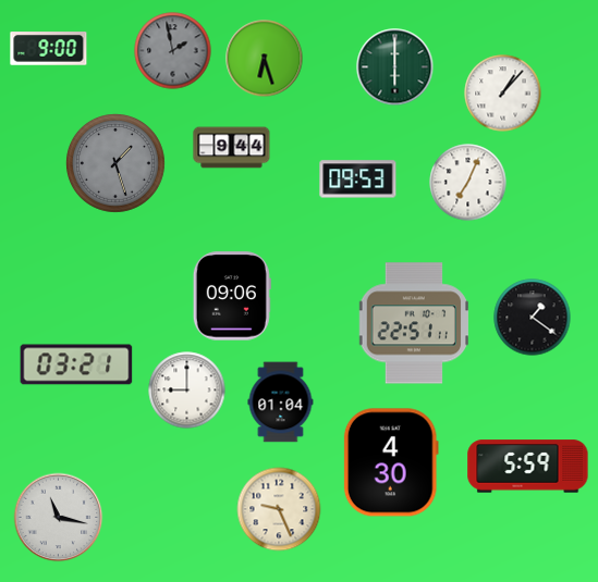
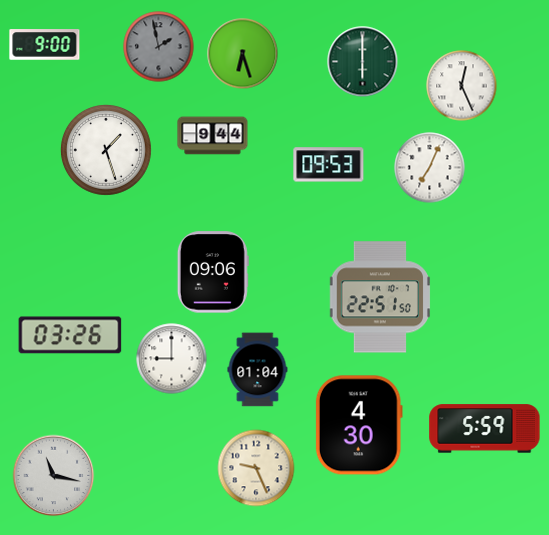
clock at (503, 94): 1:07 -> 12:26
clock at (115, 163) dial: grey -> white
clock at (533, 318): 1:21 -> none
clock at (413, 323): 22:51:11 -> 22:51:50
clock at (76, 364): 03:21 -> 03:26
